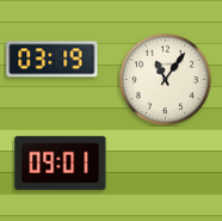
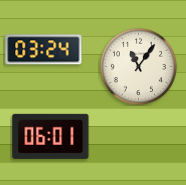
clock at (53, 60): 03:19 -> 03:24
clock at (61, 162): 09:01 -> 06:01
